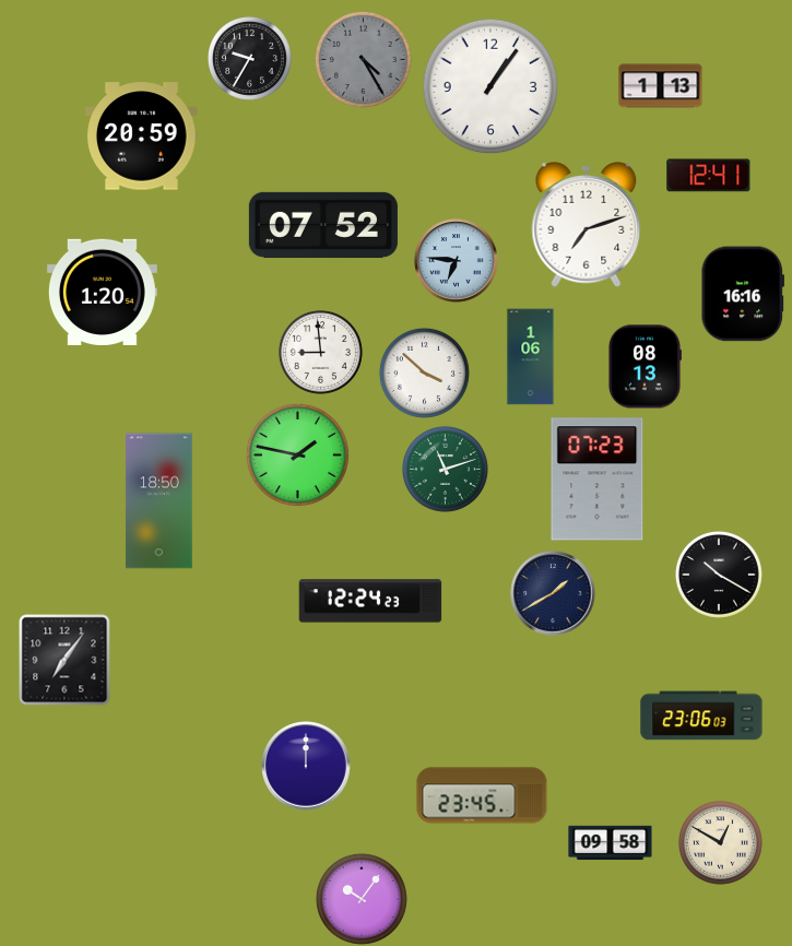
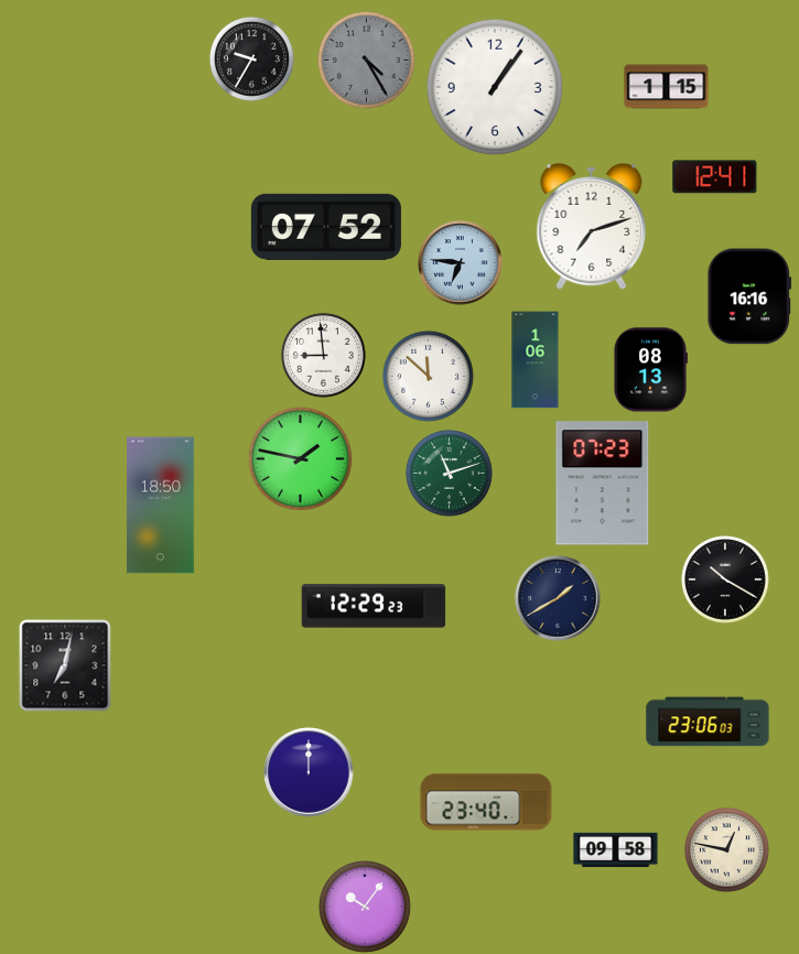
clock at (661, 86): 1:13 -> 1:15
clock at (142, 137): 20:59 -> none
clock at (102, 292): 1:20 -> none
clock at (424, 373): 3:52 -> 11:52
clock at (370, 601): 12:24 -> 12:29
clock at (64, 660): 7:06 -> 7:02
clock at (482, 795): 23:45 -> 23:40
clock at (721, 843): 12:50 -> 12:47
